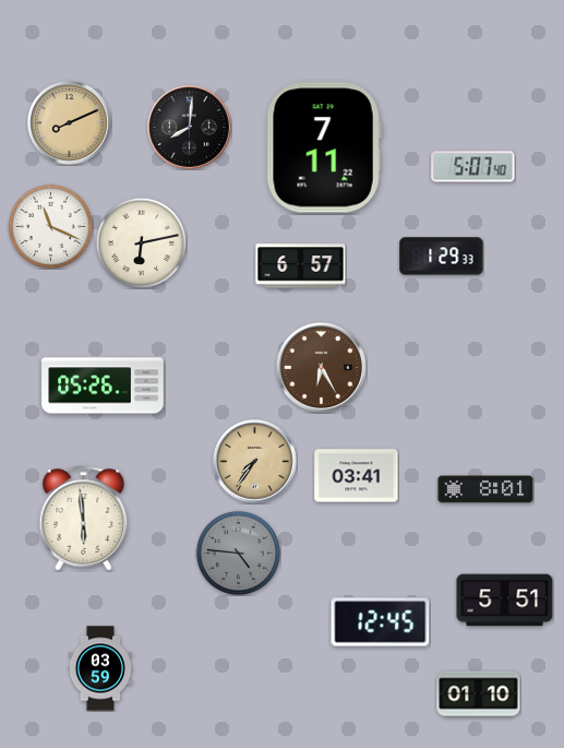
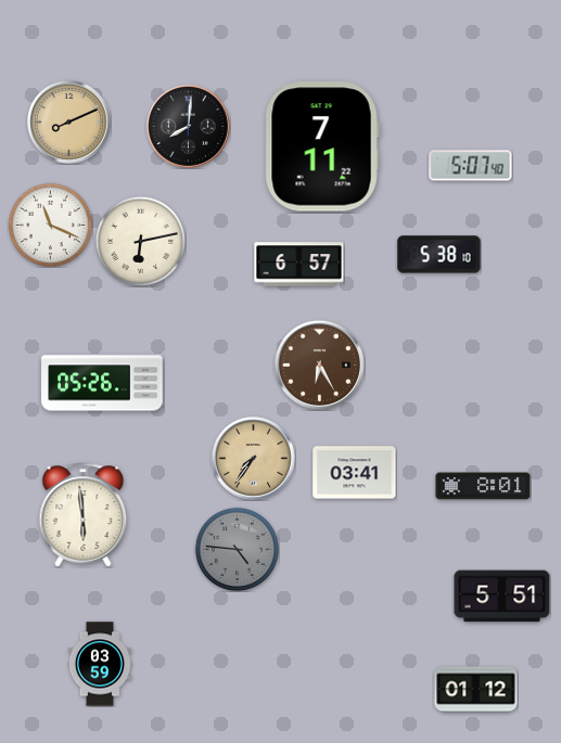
clock at (442, 257): 1:29 -> 5:38
clock at (381, 622): 12:45 -> none
clock at (479, 694): 01:10 -> 01:12
